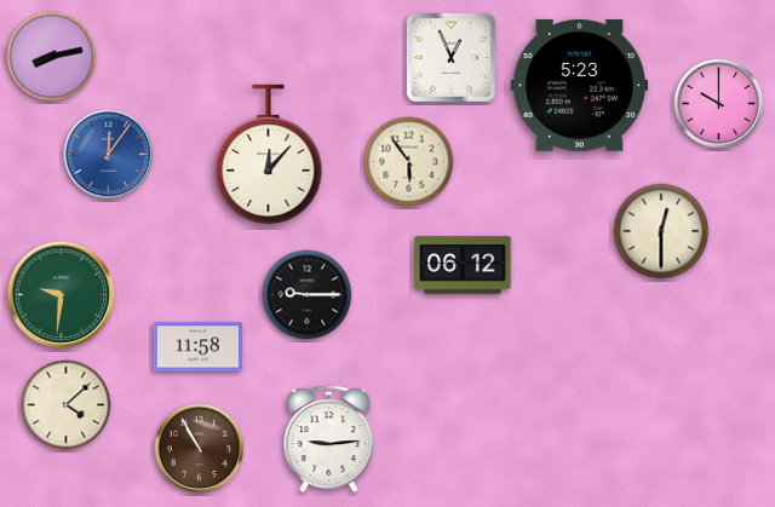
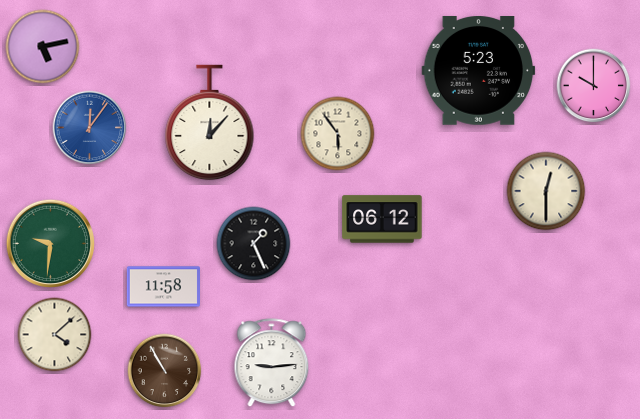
clock at (52, 57): 8:13 -> 5:13
clock at (450, 57): 12:56 -> none
clock at (269, 155) position: (269, 155) -> (210, 123)
clock at (308, 295): 9:15 -> 1:26
